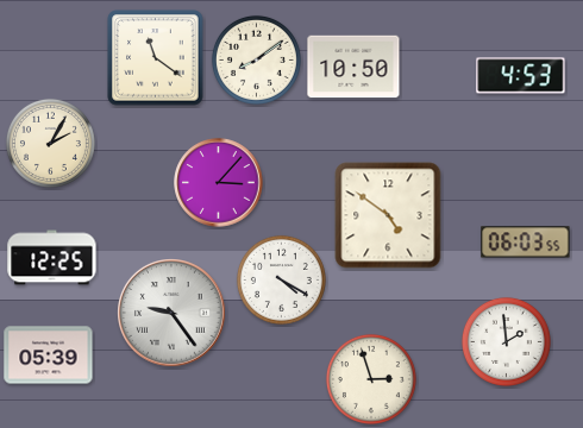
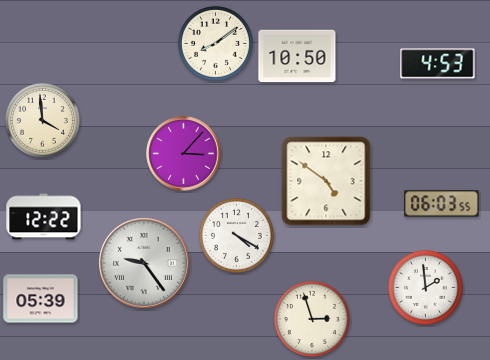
clock at (156, 58): 11:21 -> none
clock at (256, 59) position: (256, 59) -> (215, 43)
clock at (50, 143): 2:05 -> 3:59
clock at (52, 258): 12:25 -> 12:22
